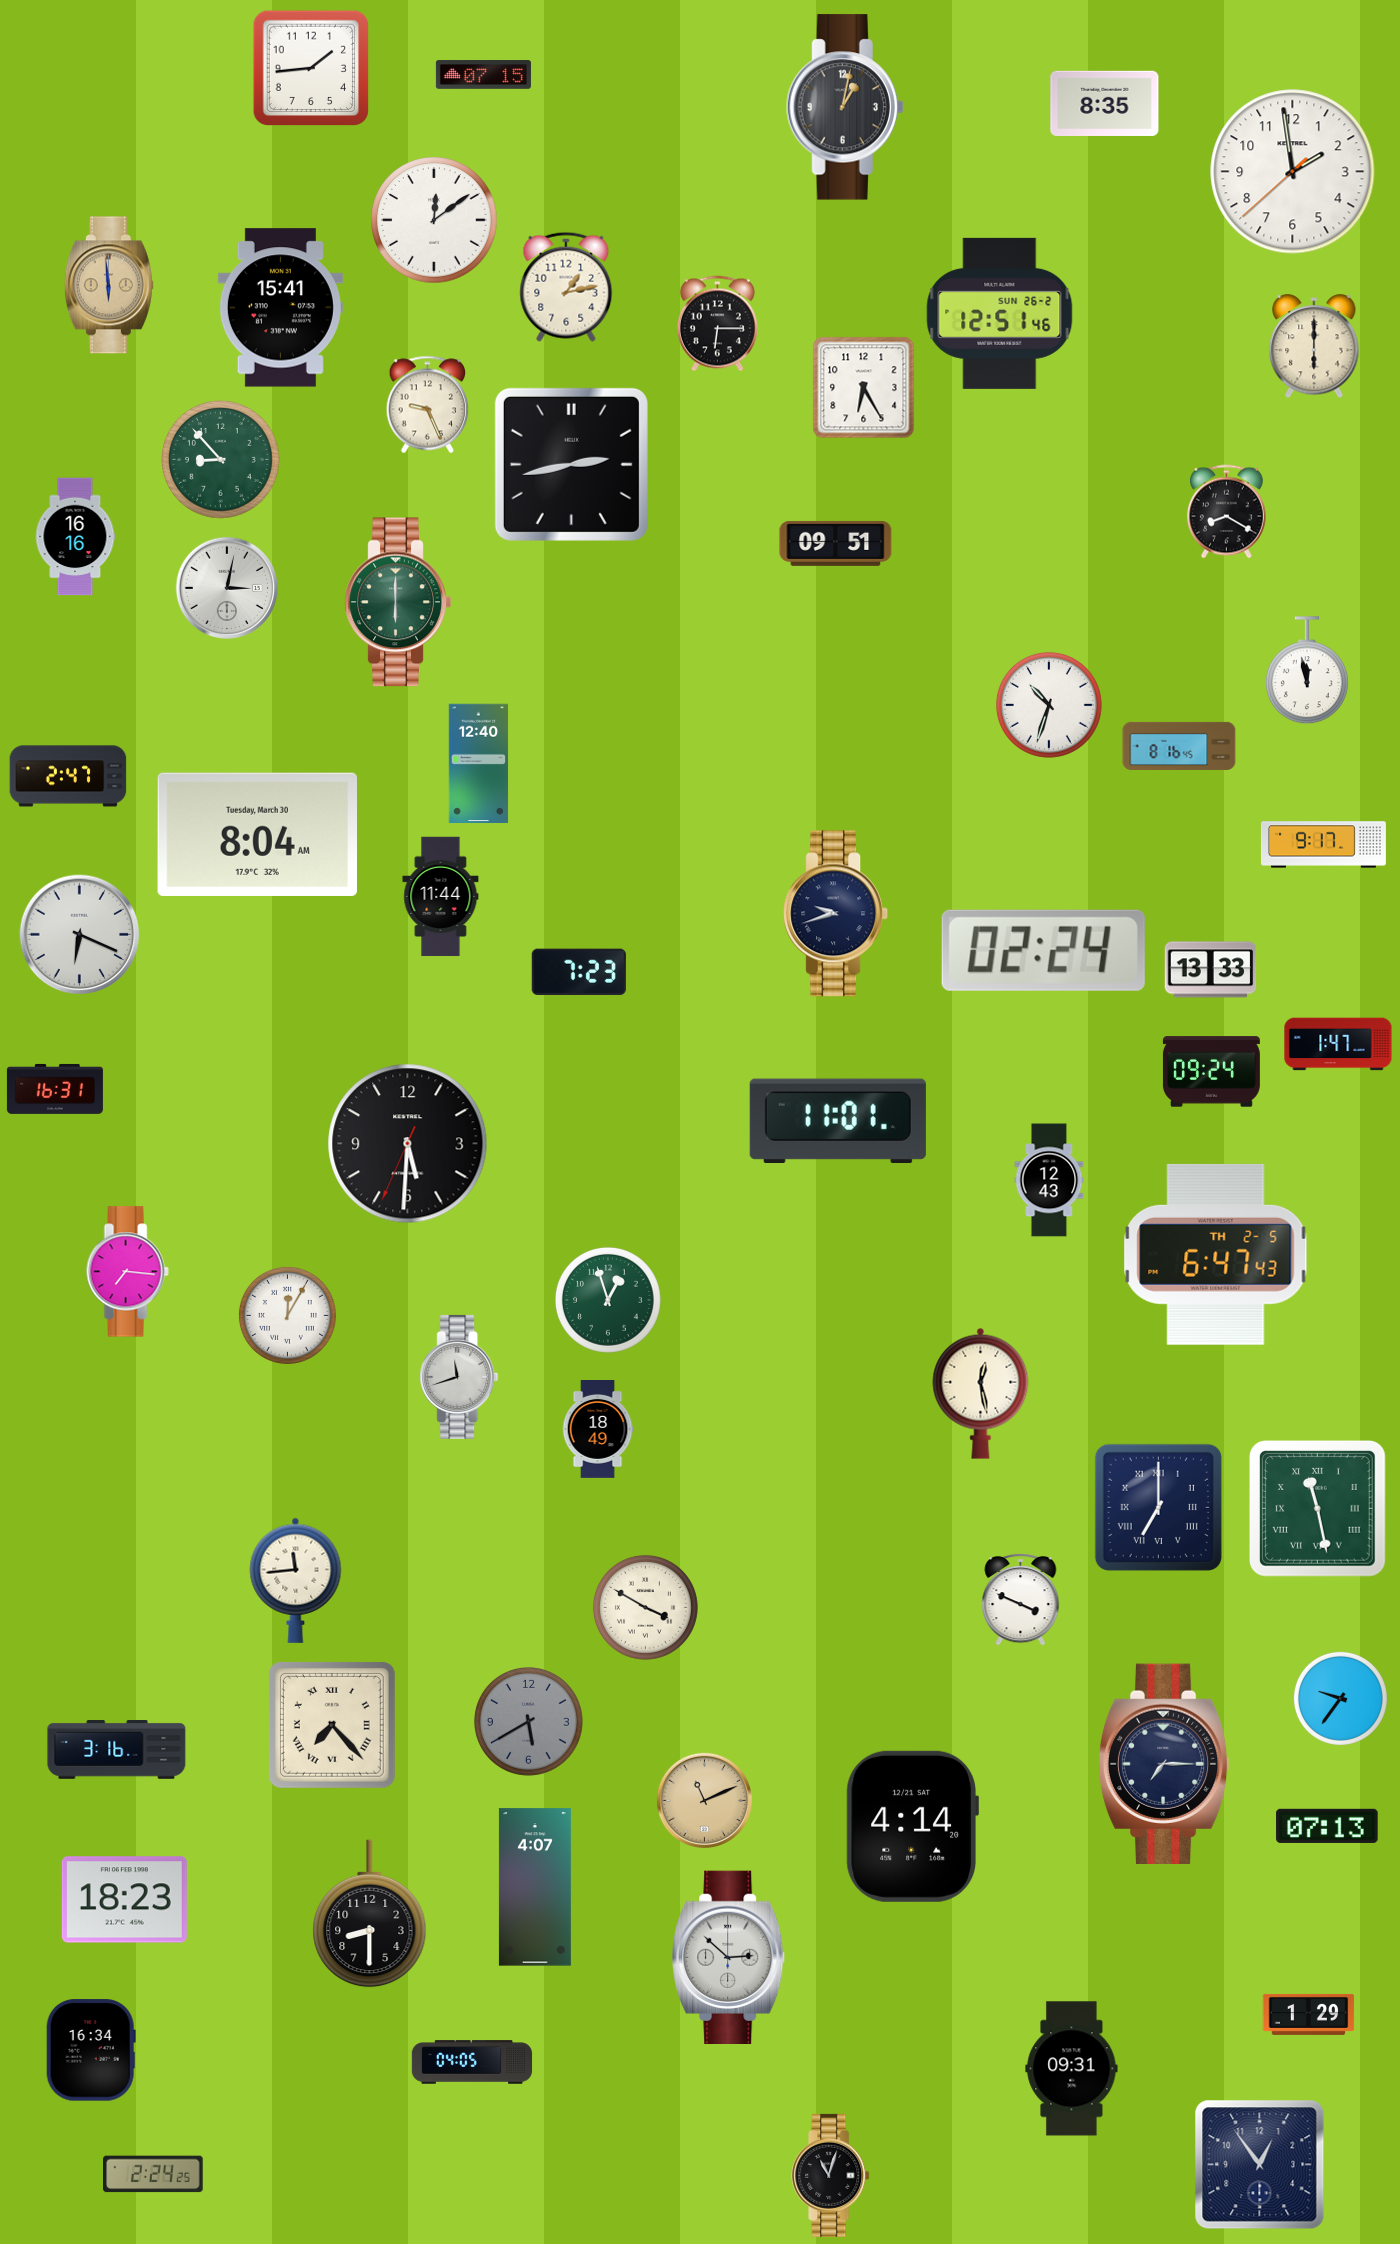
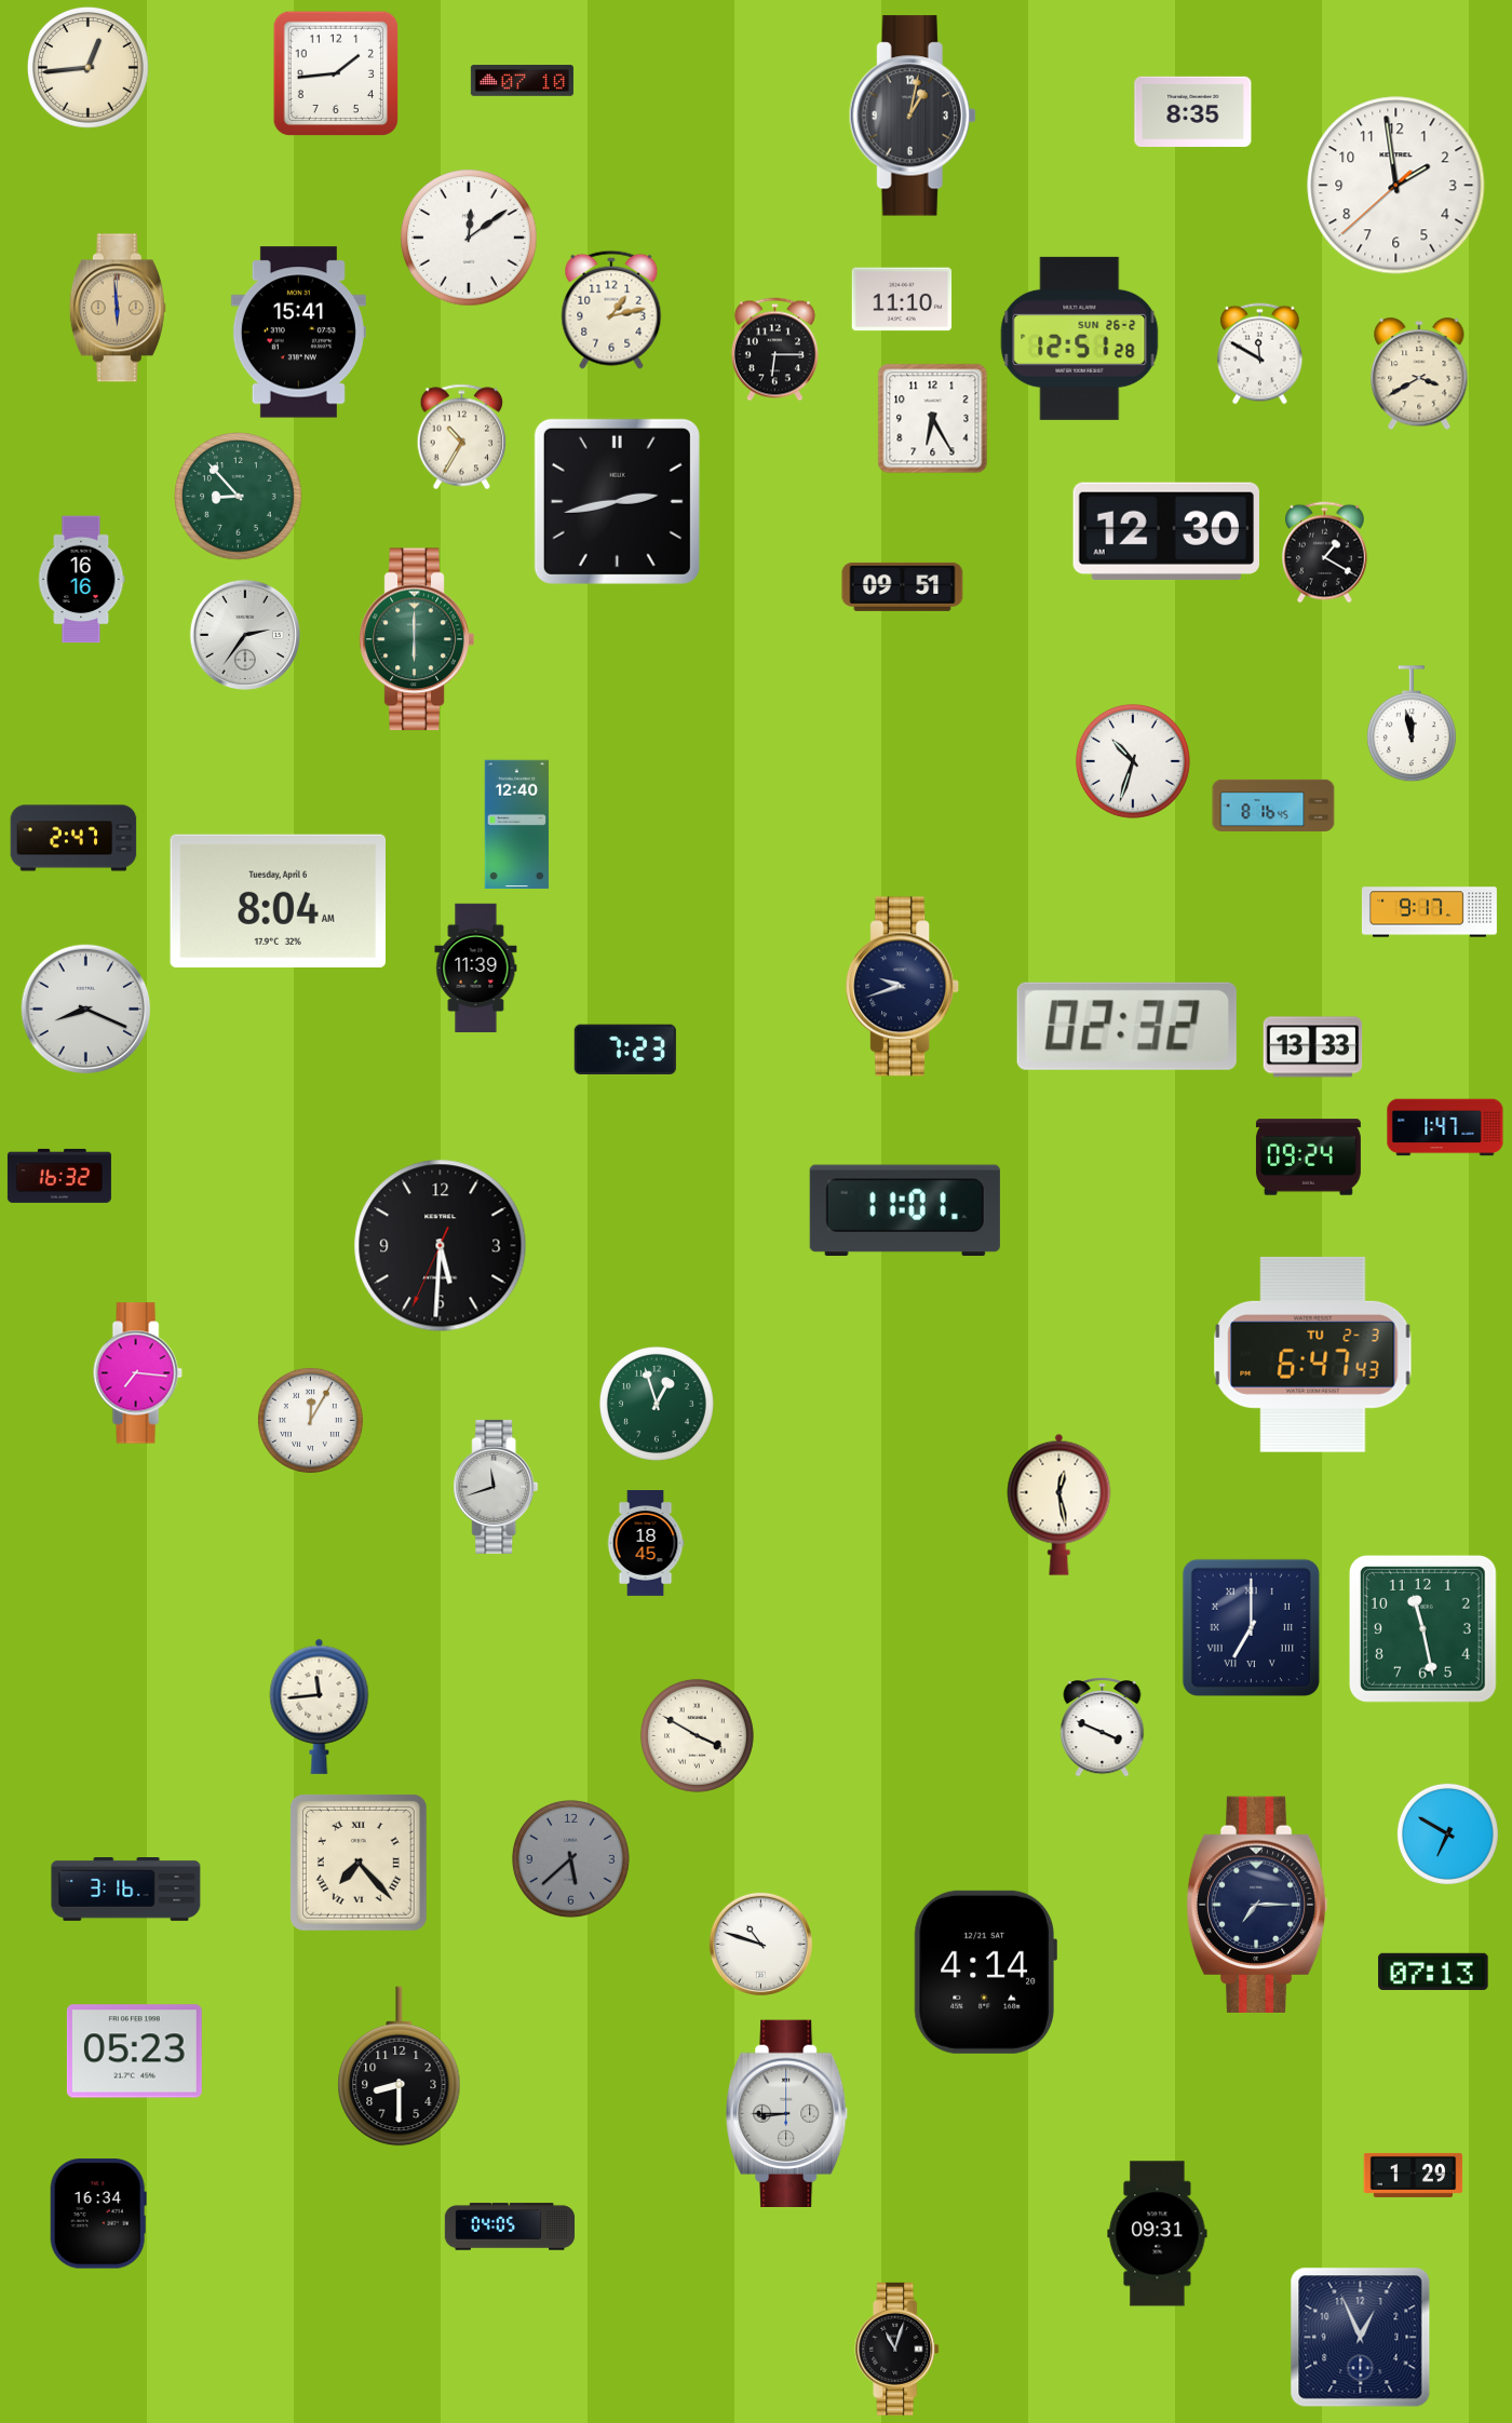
clock at (87, 67): none -> 12:44
clock at (483, 75): 07:15 -> 07:10
clock at (902, 299): none -> 11:10
clock at (280, 308) position: (280, 308) -> (298, 333)
clock at (1000, 313): 12:51:46 -> 12:51:28
clock at (1260, 354): none -> 11:50
clock at (1314, 347): 6:00 -> 3:40
clock at (428, 405): 9:26 -> 10:35
clock at (1165, 531): none -> 12:30
clock at (1227, 512): 8:20 -> 1:20
clock at (227, 588): 3:02 -> 2:36
clock at (398, 602) position: (398, 602) -> (417, 639)
clock at (257, 834) date: Tuesday, March 30 -> Tuesday, April 6
clock at (441, 897): 11:44 -> 11:39
clock at (80, 935): 6:19 -> 8:19
clock at (1043, 950): 02:24 -> 02:32
clock at (1211, 970) position: (1211, 970) -> (1313, 1047)
clock at (55, 1089): 16:31 -> 16:32
clock at (408, 1144) position: (408, 1144) -> (441, 1246)
clock at (1049, 1180): 12:43 -> none
clock at (1216, 1254) date: TH 2-5 -> TU 2-3
clock at (598, 1430): 18:49 -> 18:45
clock at (1317, 1508) numerals: Roman -> Arabic
clock at (1340, 1698): 9:36 -> 6:50
clock at (528, 1721): 5:40 -> 5:38
clock at (704, 1800): 11:11 -> 10:48
clock at (704, 1800) dial: champagne -> white
clock at (535, 1887): 4:07 -> none
clock at (124, 1900): 18:23 -> 05:23
clock at (729, 1957): 2:52 -> 8:45
clock at (1260, 2165): 12:54 -> 12:56
clock at (154, 2174): 2:24 -> none
